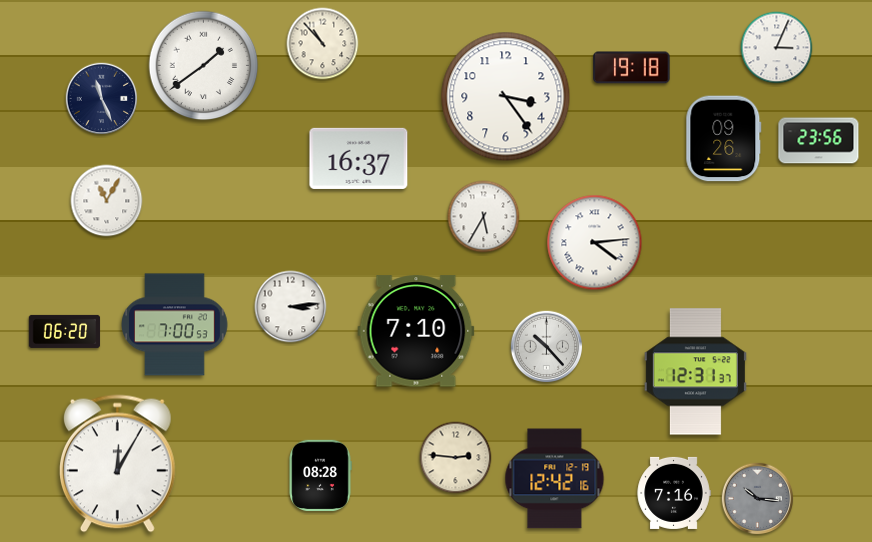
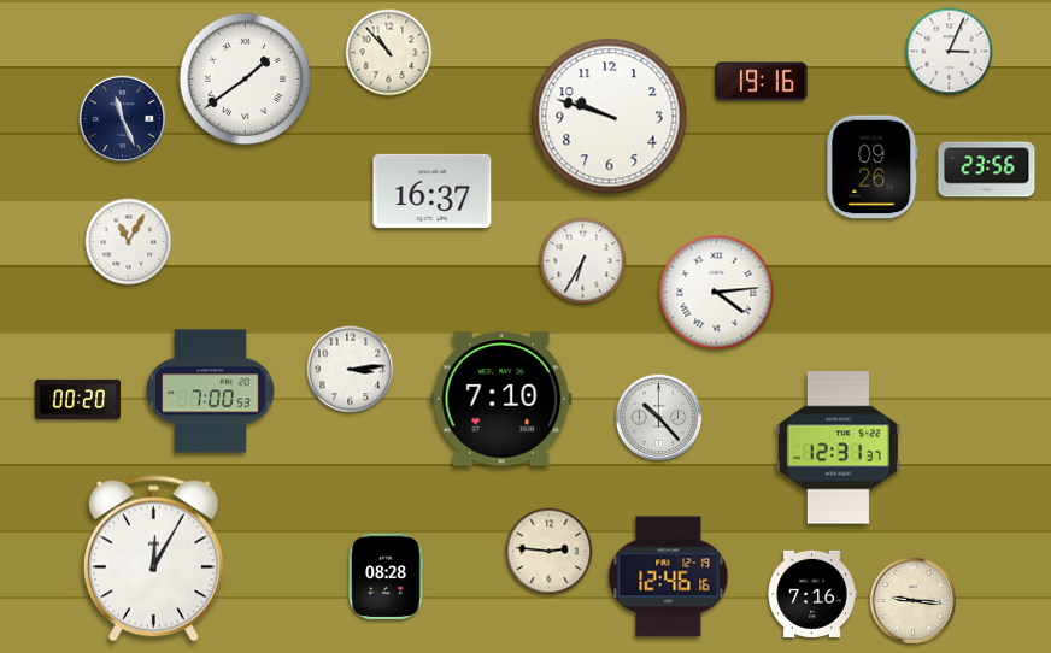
clock at (777, 48) position: (777, 48) -> (950, 52)
clock at (632, 68): 19:18 -> 19:16
clock at (506, 97): 3:24 -> 9:48
clock at (484, 217): 5:35 -> 6:35
clock at (65, 331): 06:20 -> 00:20
clock at (117, 464) position: (117, 464) -> (153, 559)
clock at (320, 476) position: (320, 476) -> (386, 577)
clock at (555, 479): 12:42 -> 12:46
clock at (758, 499): 10:16 -> 9:16
clock at (758, 499) dial: grey -> cream
